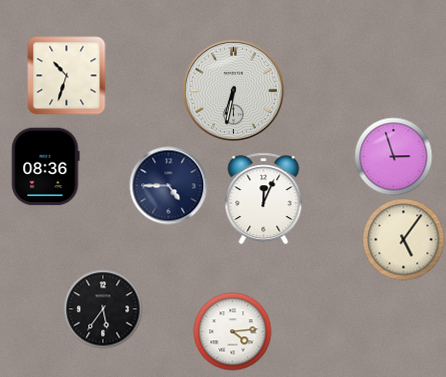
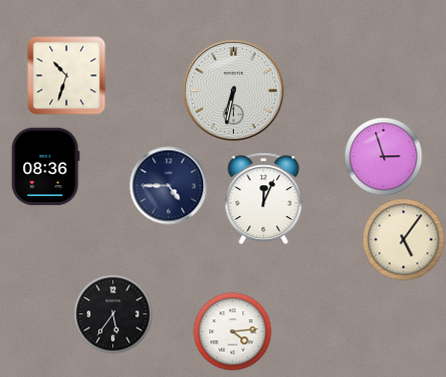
clock at (393, 156) position: (393, 156) -> (383, 156)
clock at (103, 309) position: (103, 309) -> (113, 314)
